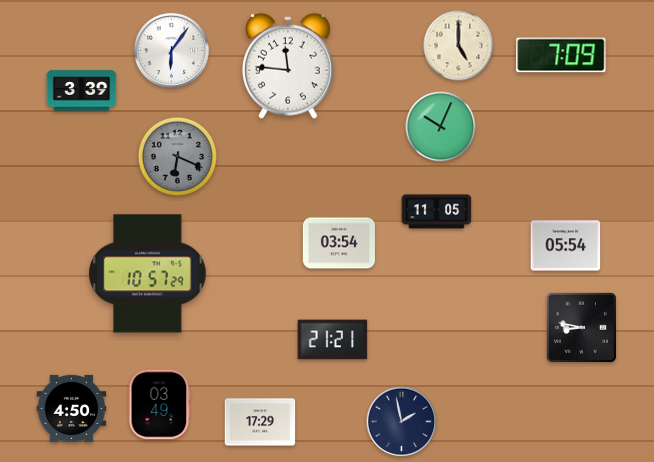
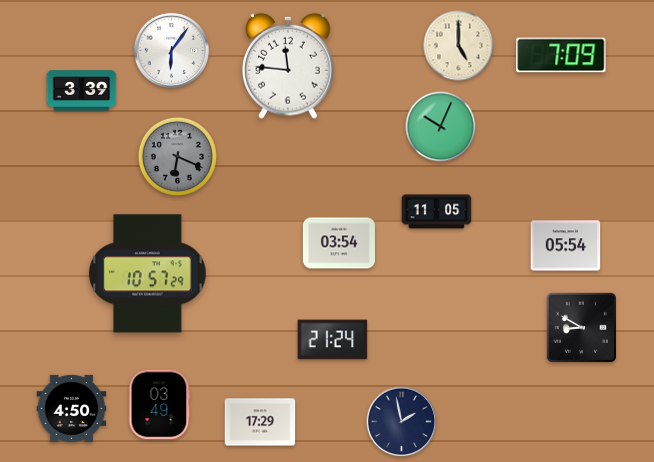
clock at (581, 327): 8:47 -> 8:50
clock at (333, 340): 21:21 -> 21:24
